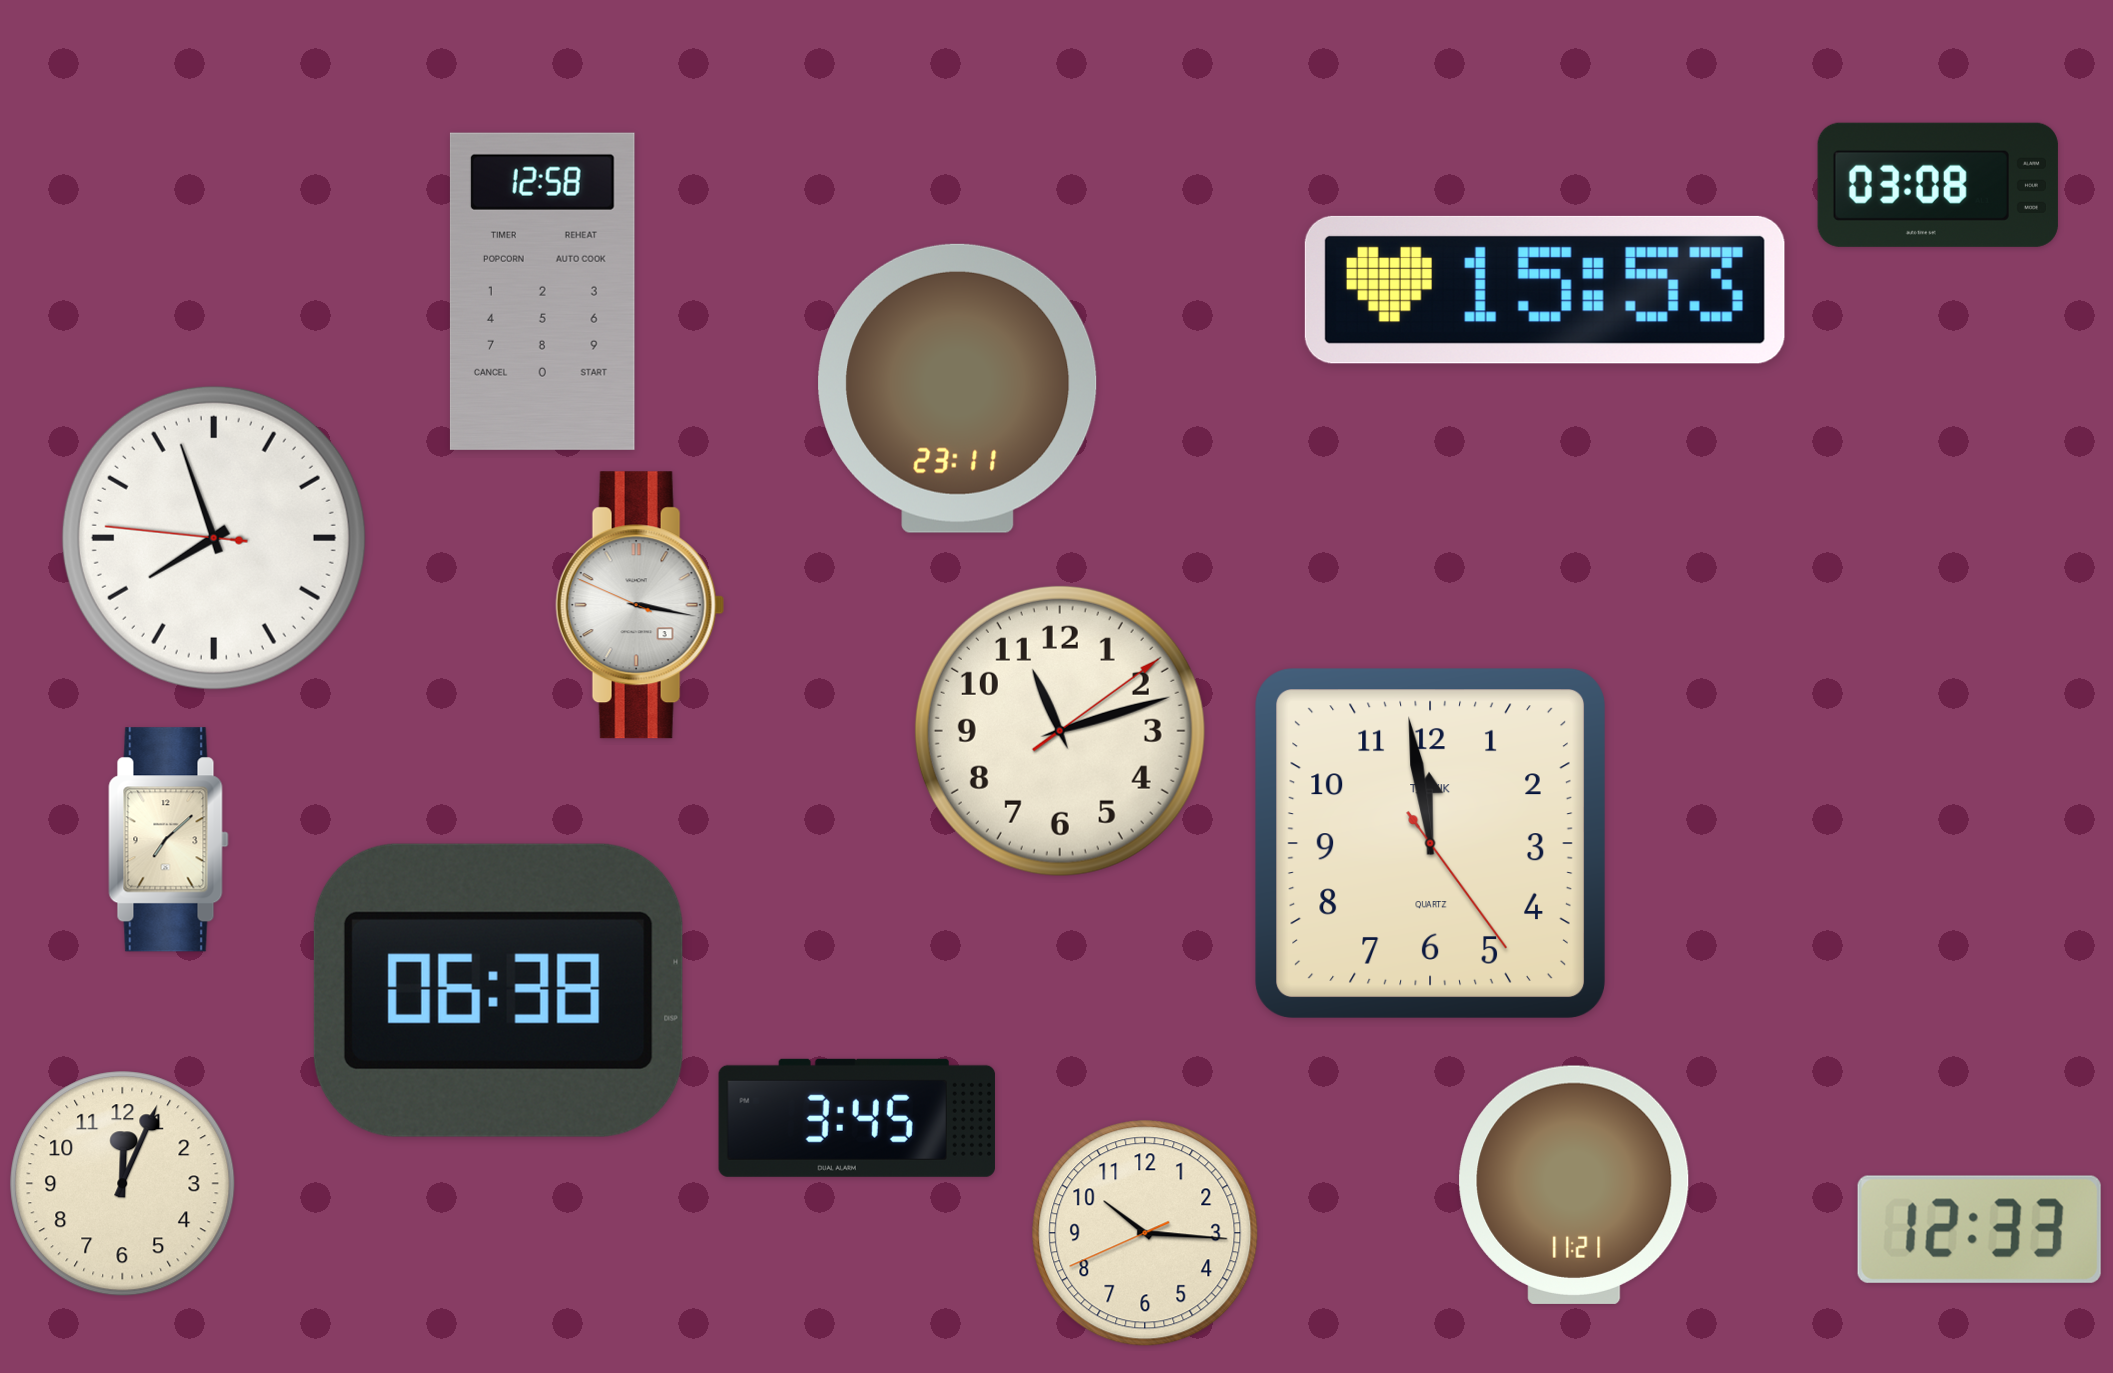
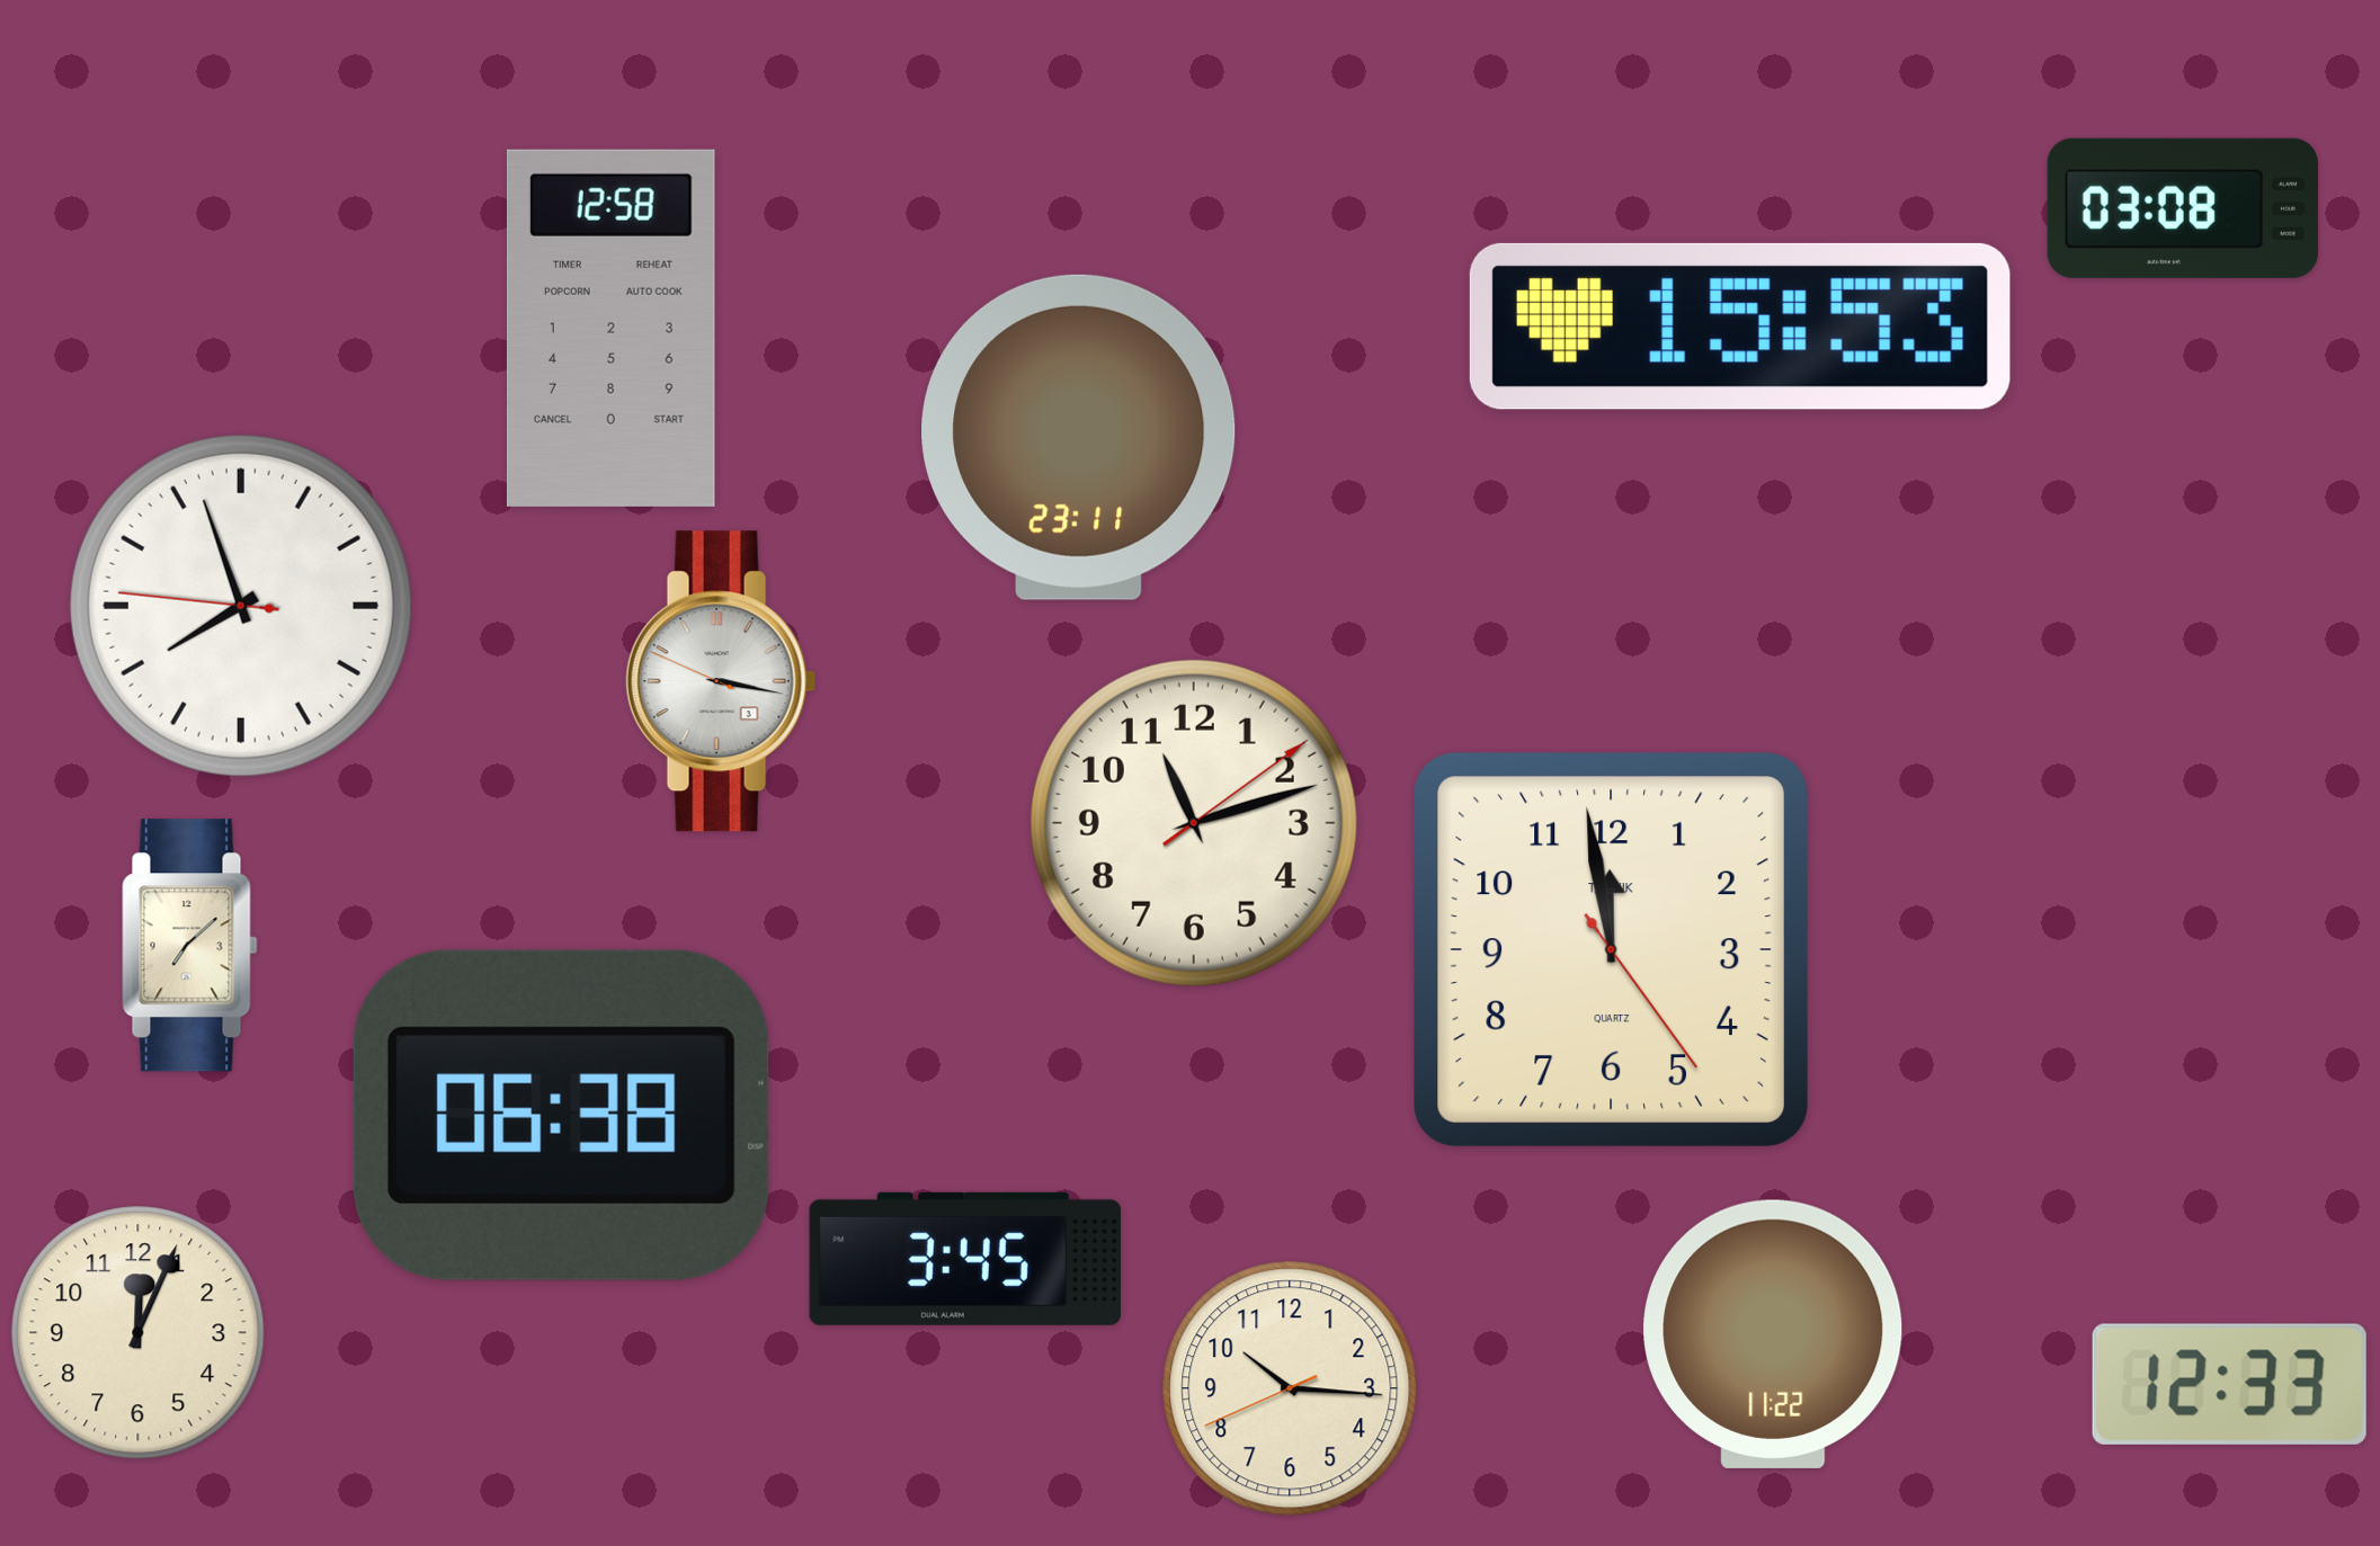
clock at (1574, 1185): 11:21 -> 11:22
